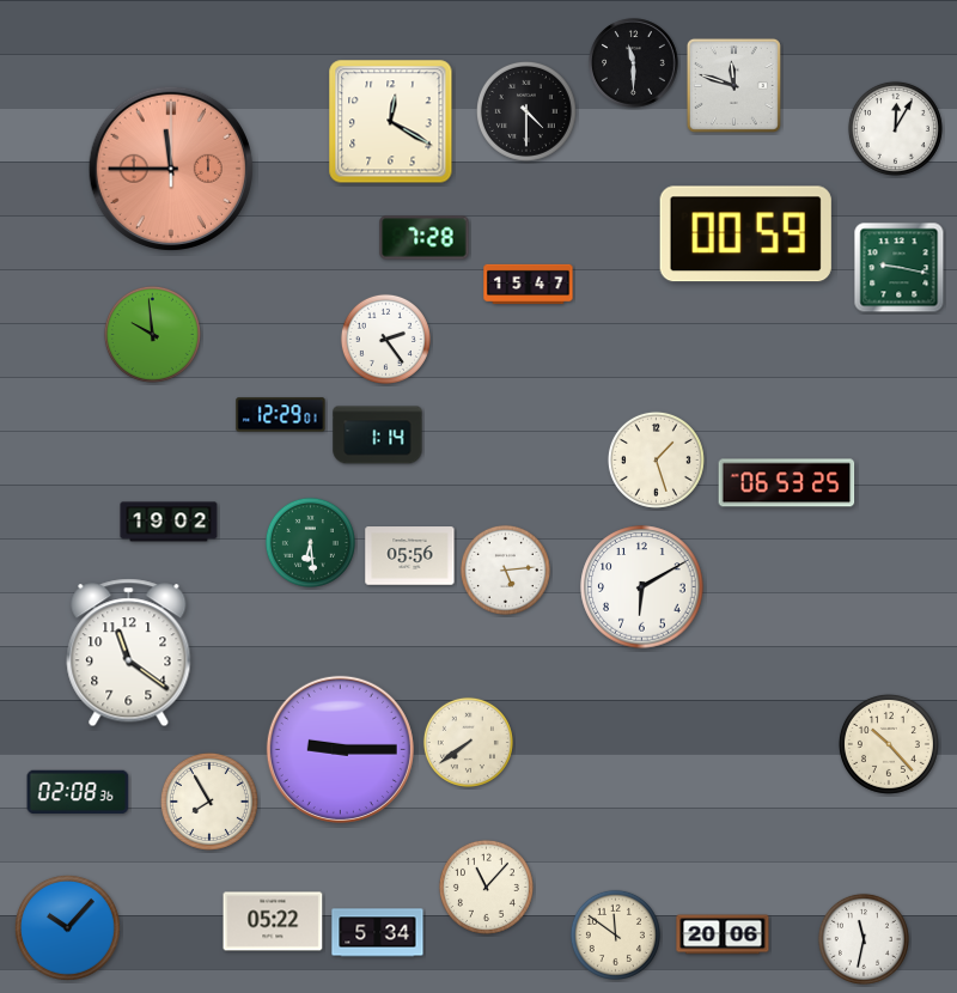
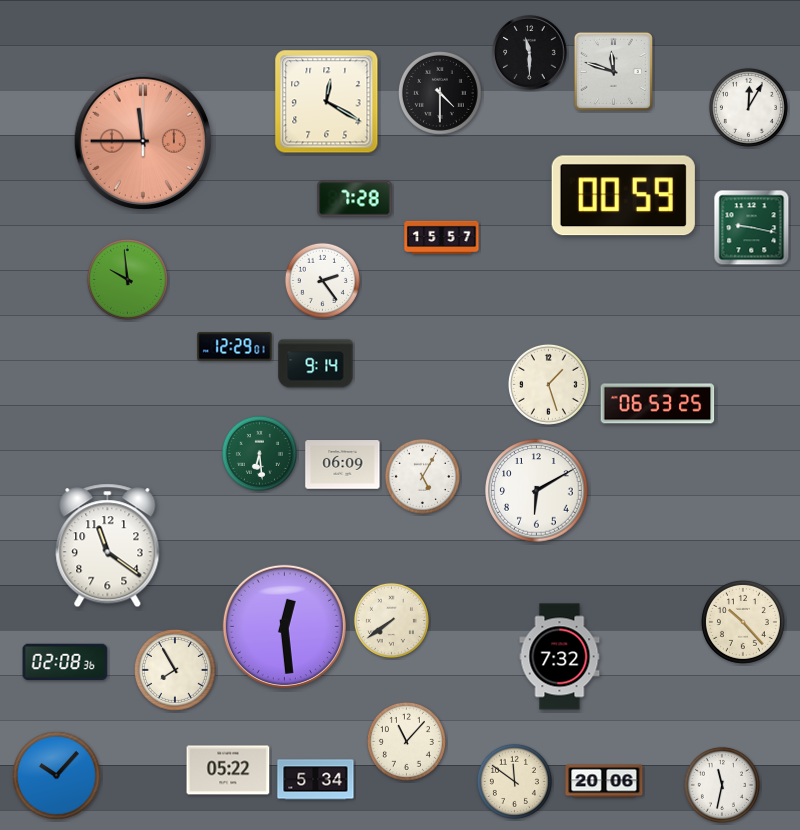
clock at (900, 268) position: (900, 268) -> (752, 228)
clock at (529, 284): 15:47 -> 15:57
clock at (385, 339) position: (385, 339) -> (322, 280)
clock at (378, 435): 1:14 -> 9:14
clock at (169, 522): 19:02 -> none
clock at (410, 556): 05:56 -> 06:09
clock at (505, 569): 5:14 -> 5:05
clock at (340, 749): 9:15 -> 12:29
clock at (560, 657): none -> 7:32
